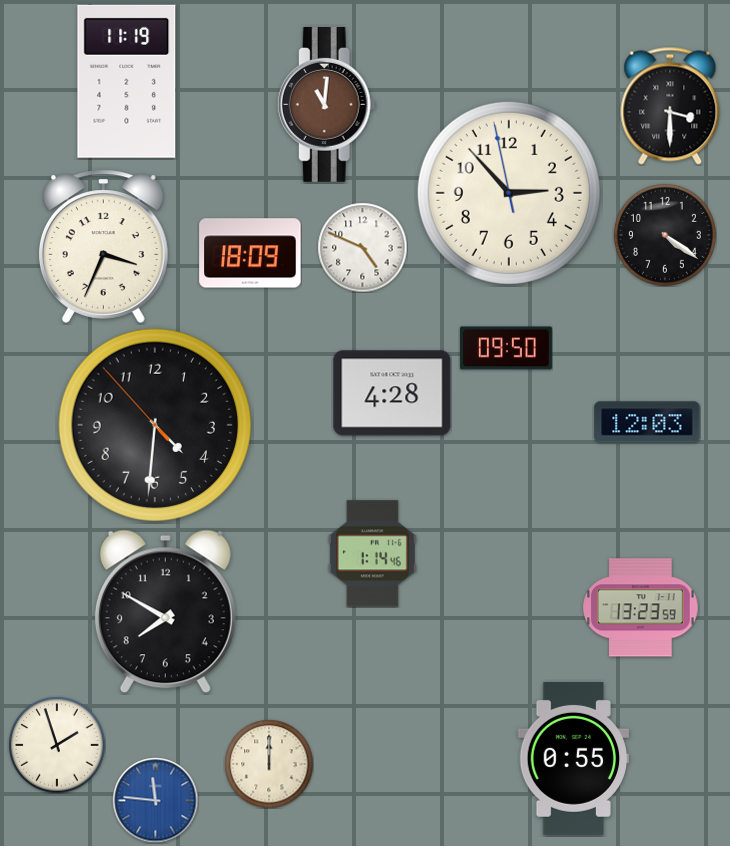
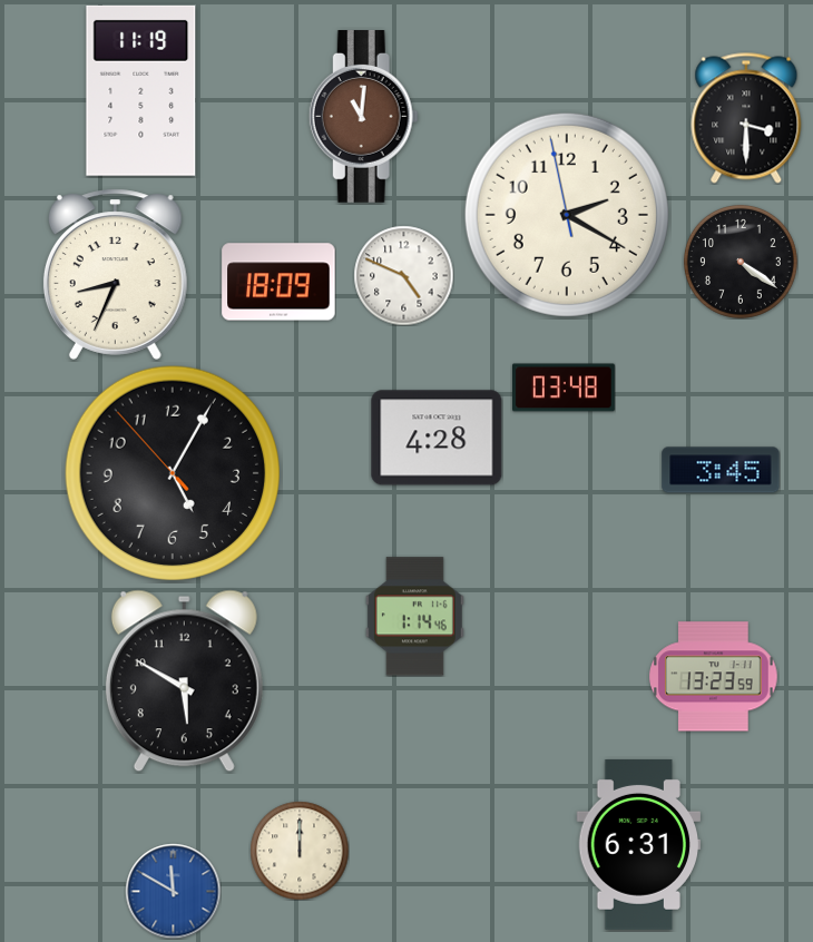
clock at (509, 193): 2:52 -> 2:19
clock at (103, 246): 3:34 -> 8:34
clock at (506, 348): 09:50 -> 03:48
clock at (647, 422): 12:03 -> 3:45
clock at (154, 424): 4:30 -> 5:04
clock at (165, 612): 7:50 -> 5:50
clock at (57, 745): 1:57 -> none
clock at (574, 758): 0:55 -> 6:31
clock at (155, 800): 11:46 -> 11:50
